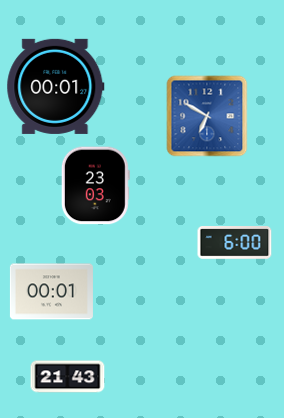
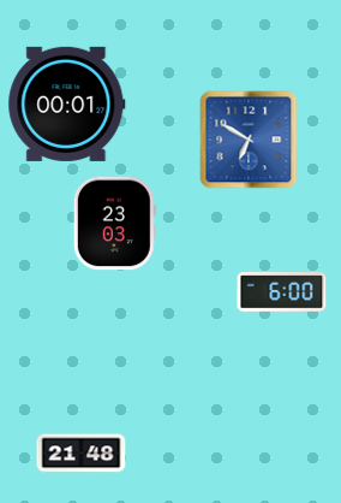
clock at (51, 292): 00:01 -> none
clock at (68, 377): 21:43 -> 21:48
